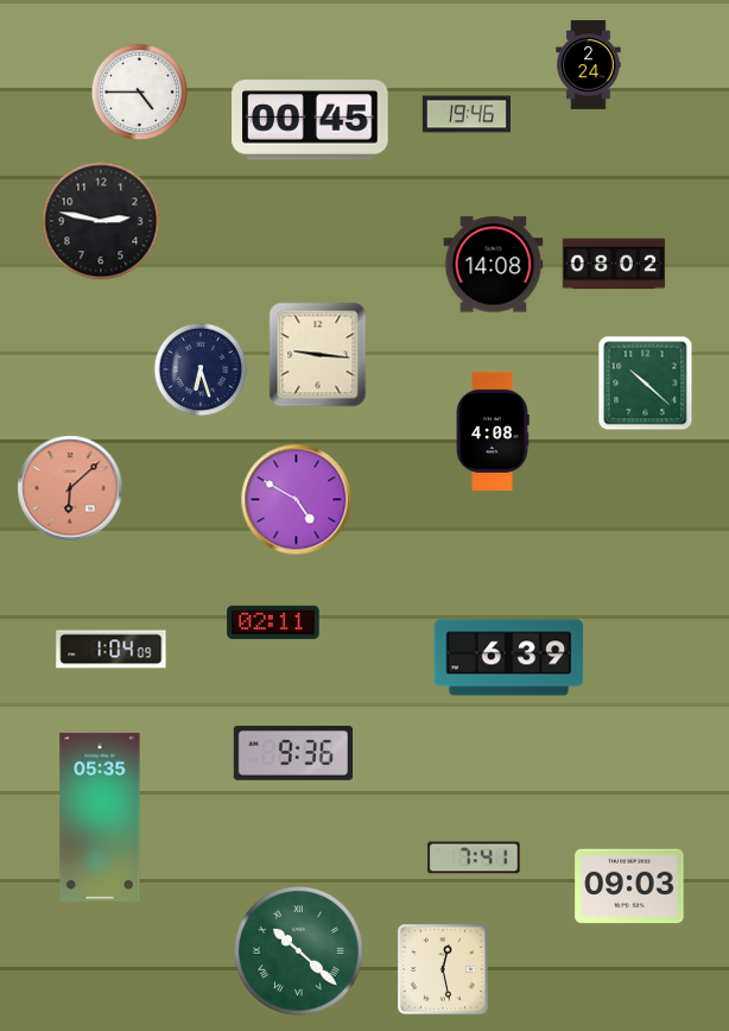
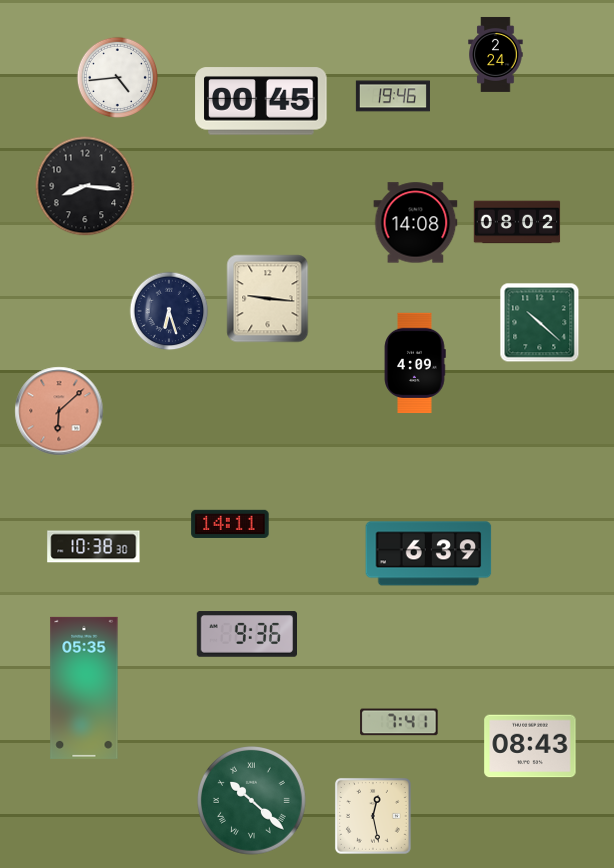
clock at (139, 91): 4:45 -> 4:44
clock at (101, 221): 2:47 -> 8:16
clock at (646, 384) position: (646, 384) -> (540, 323)
clock at (493, 430): 4:08 -> 4:09
clock at (297, 500): 4:50 -> none
clock at (273, 621): 02:11 -> 14:11
clock at (112, 650): 1:04 -> 10:38
clock at (629, 886): 09:03 -> 08:43
